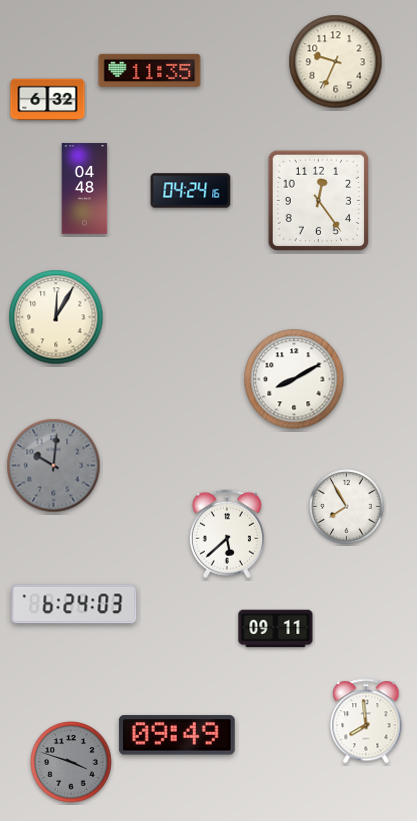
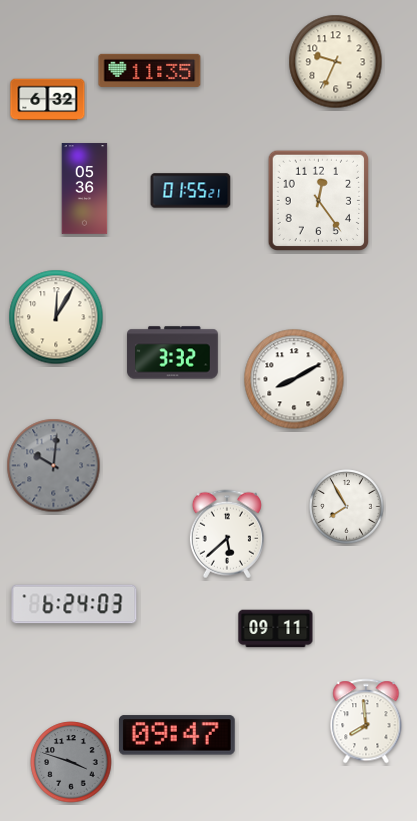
clock at (85, 189): 04:48 -> 05:36
clock at (191, 191): 04:24 -> 01:55
clock at (173, 353): none -> 3:32
clock at (177, 735): 09:49 -> 09:47
